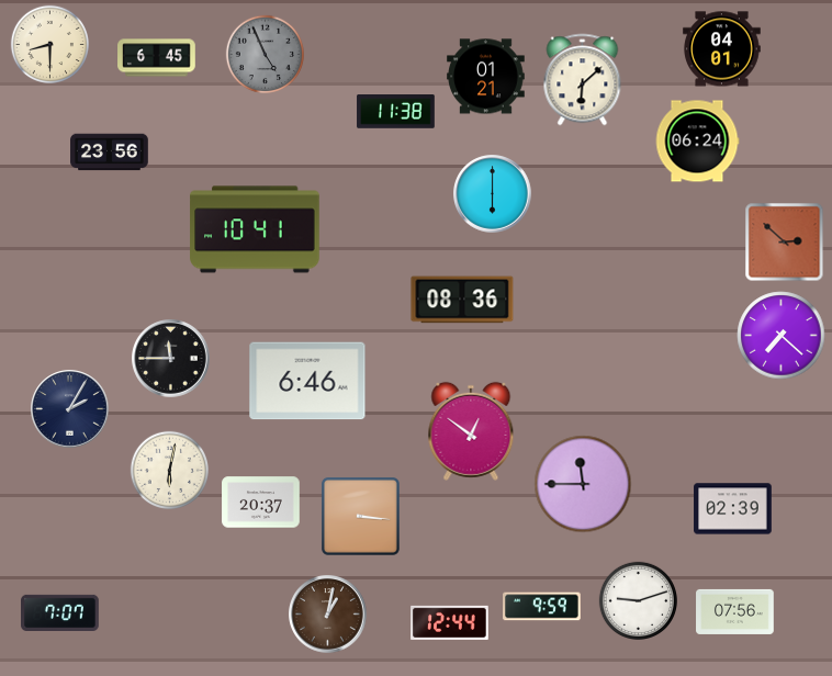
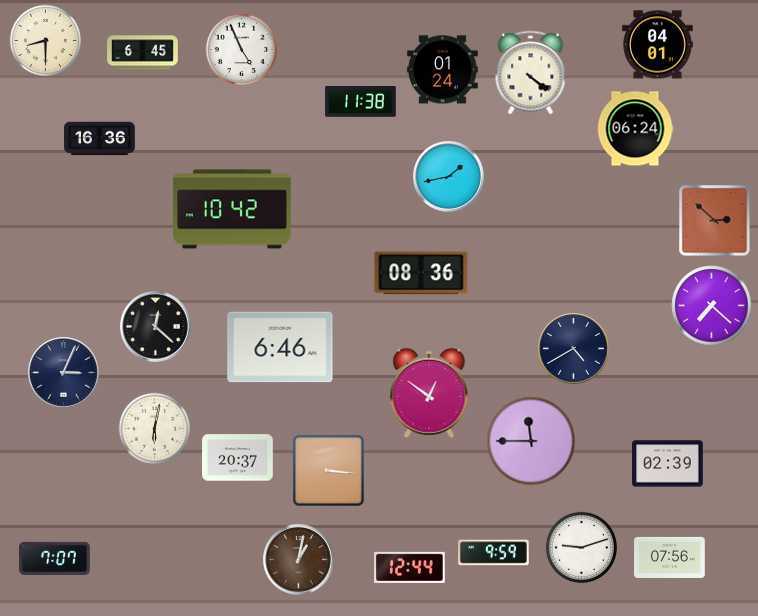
clock at (266, 55) dial: grey -> white
clock at (486, 77): 01:21 -> 01:24
clock at (583, 80): 6:08 -> 4:21
clock at (110, 153): 23:56 -> 16:36
clock at (493, 194): 6:00 -> 1:43
clock at (255, 229): 10:41 -> 10:42
clock at (171, 359): 11:45 -> 12:22
clock at (574, 349): none -> 4:40
clock at (70, 409): 2:05 -> 3:04
